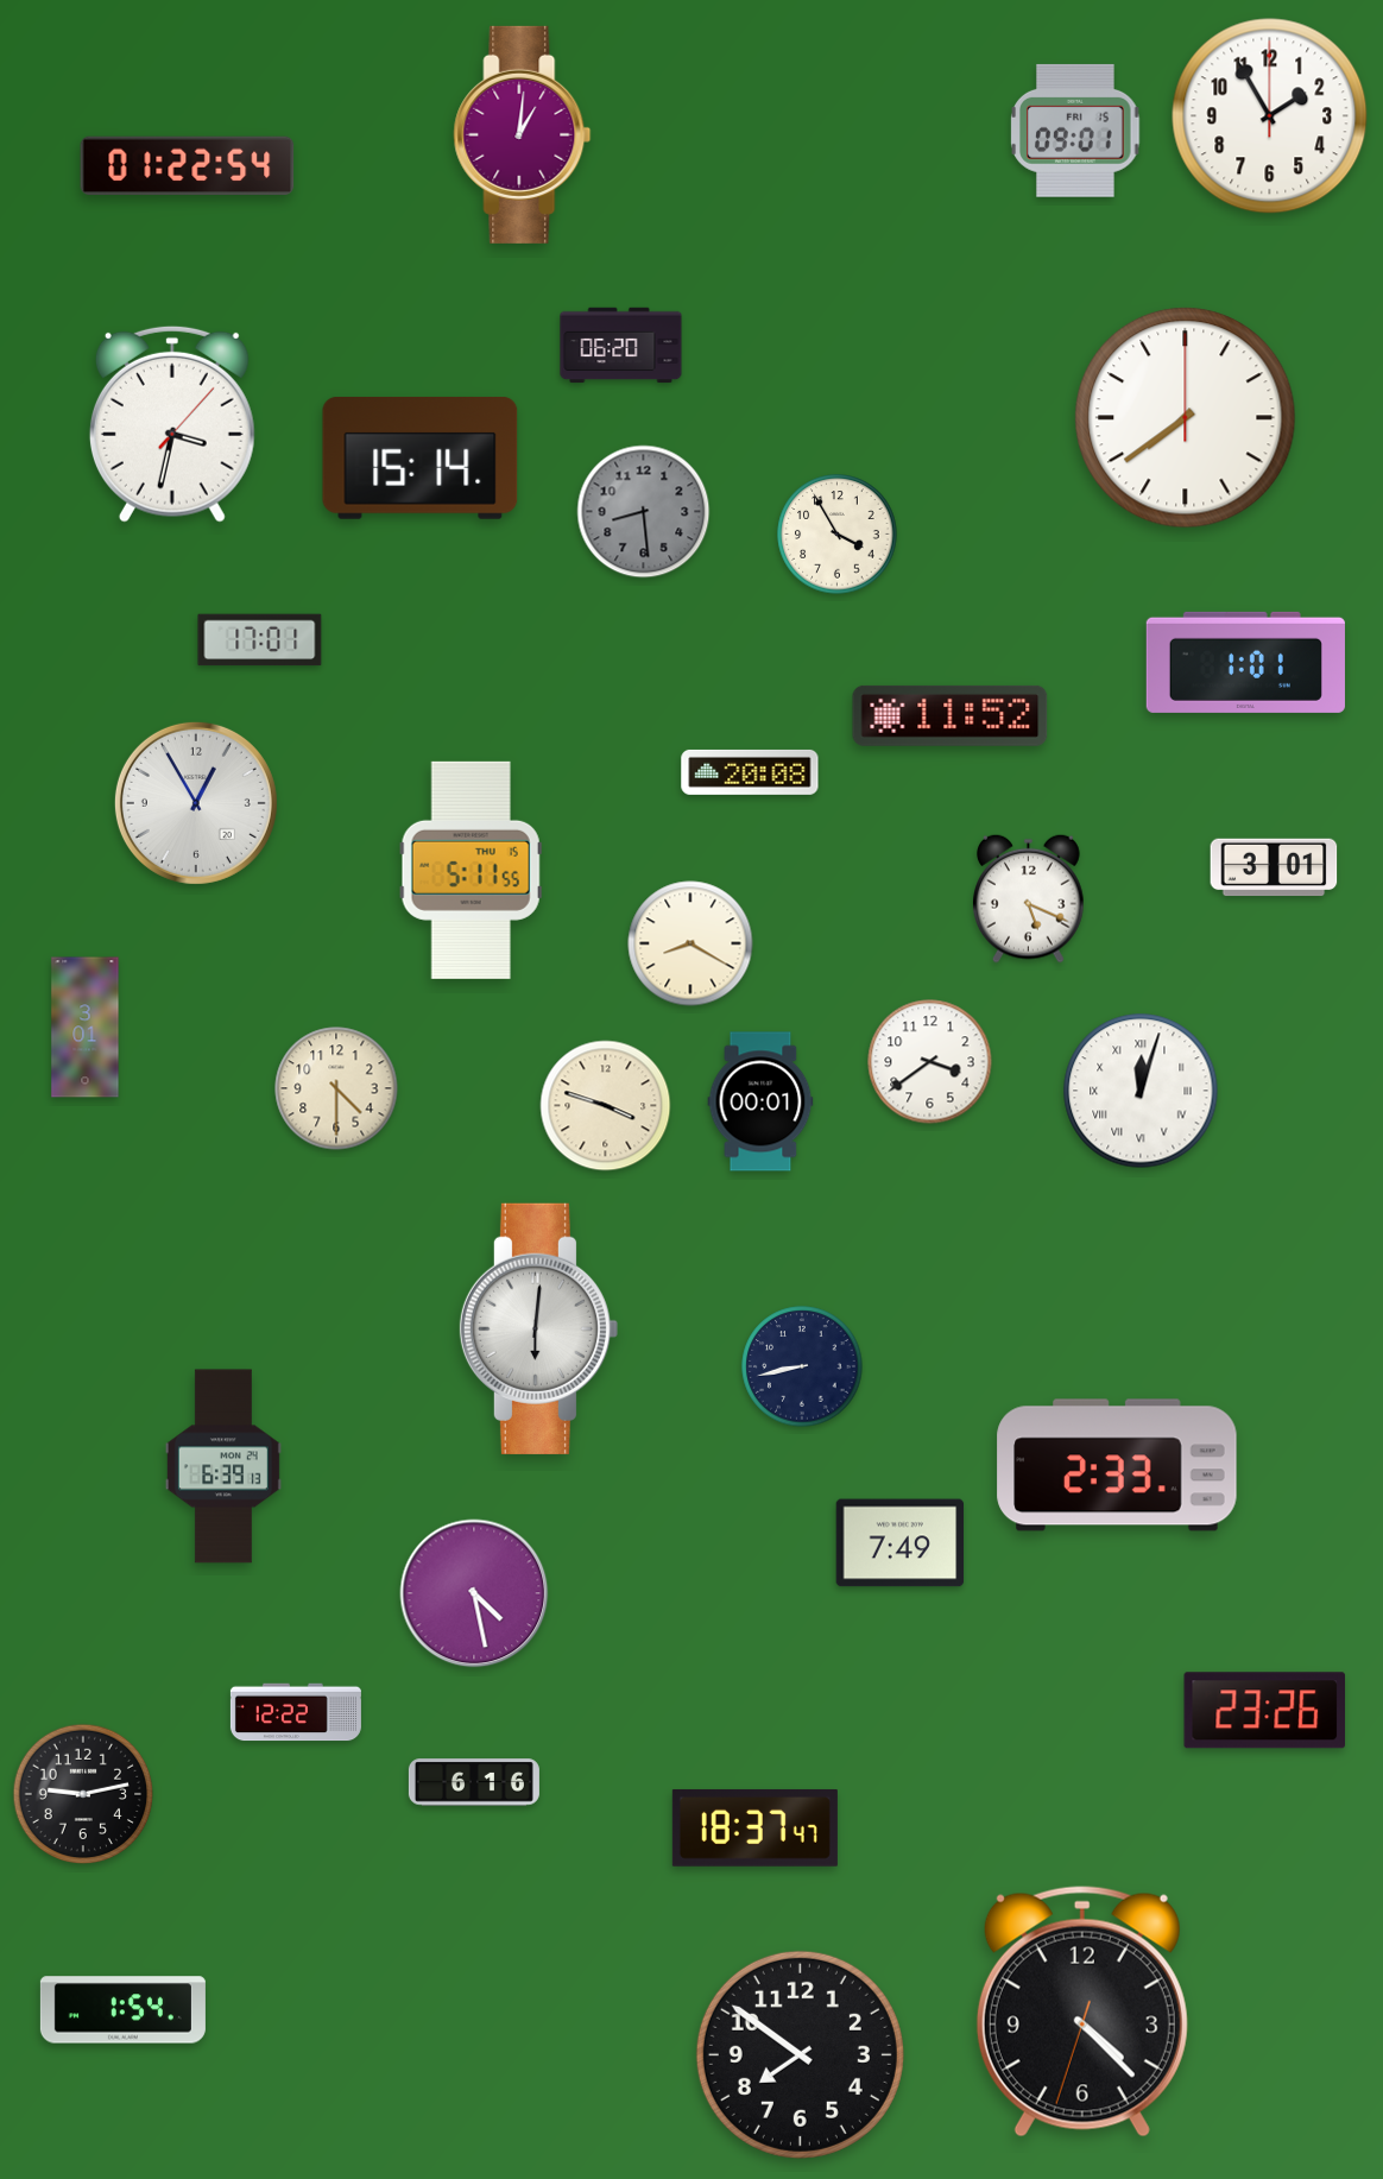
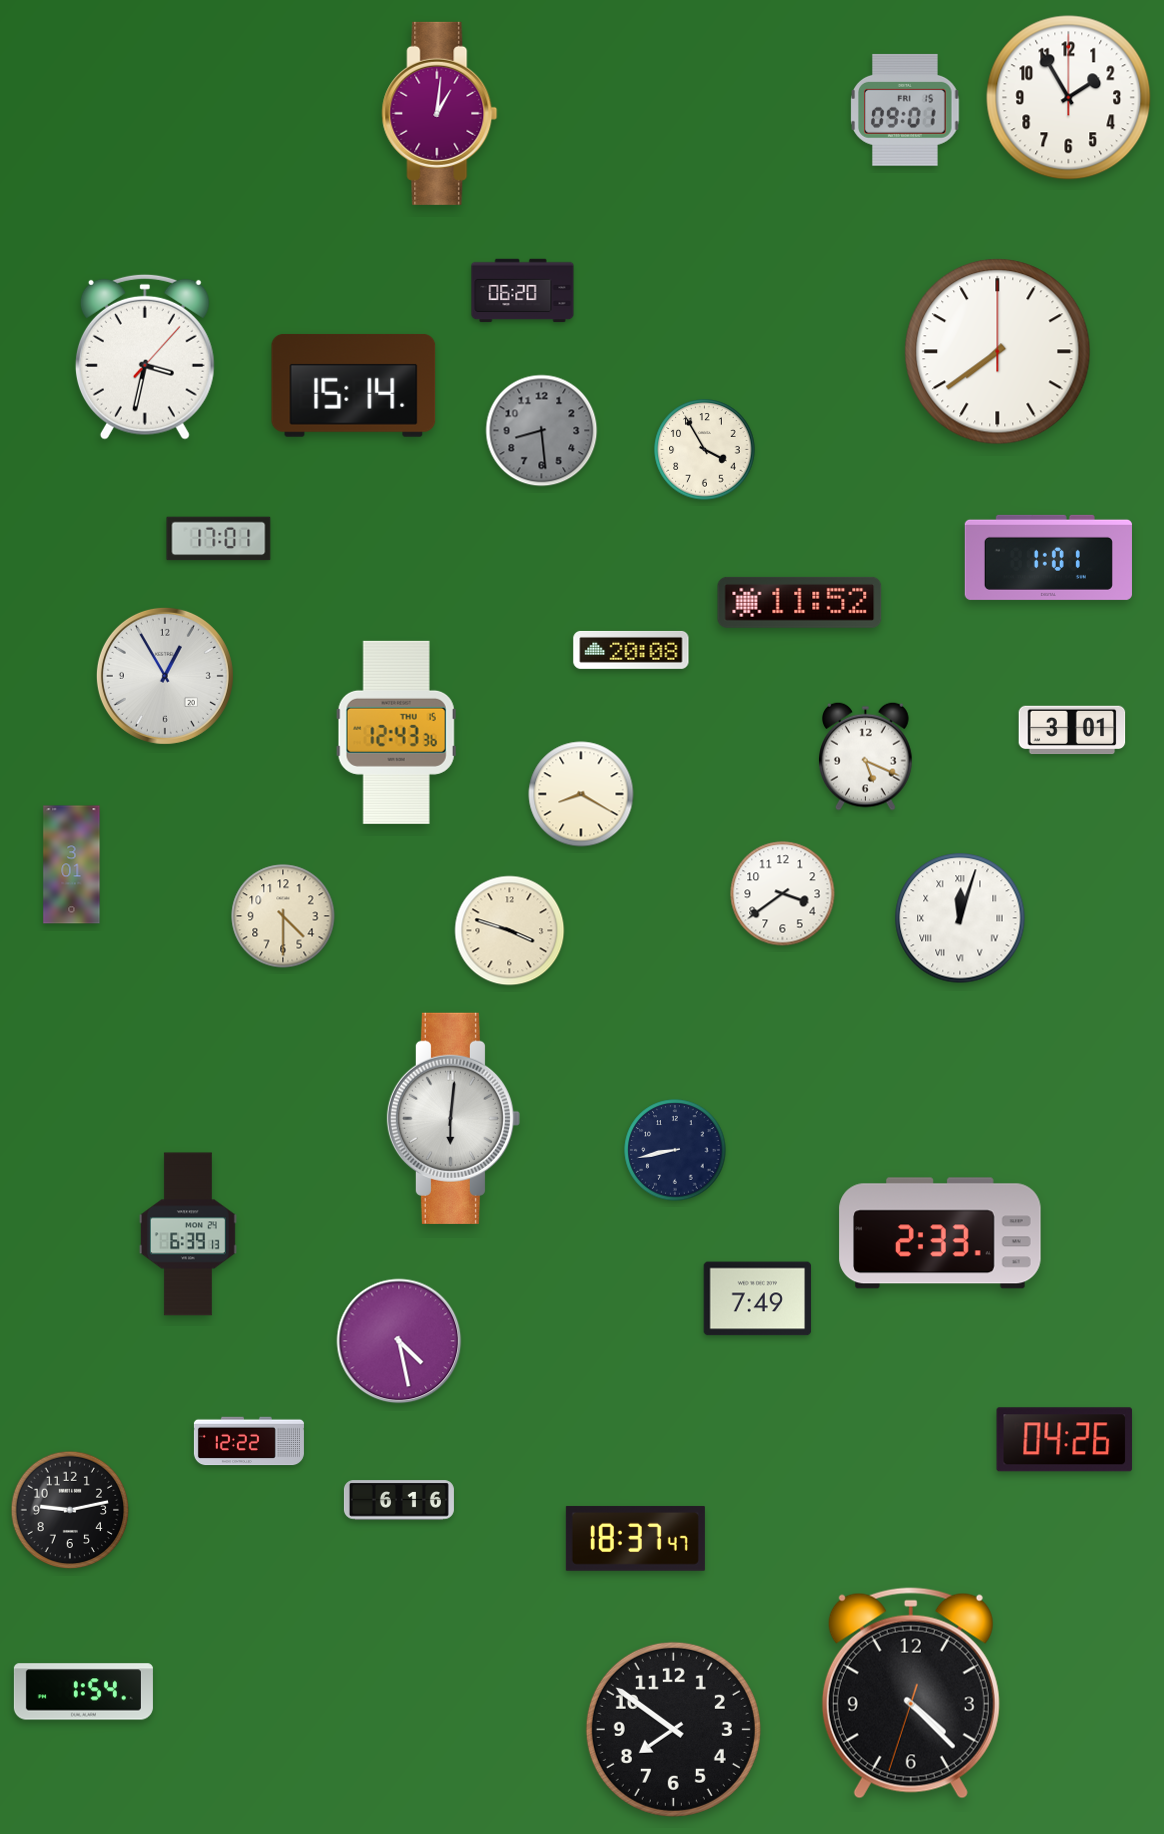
clock at (188, 166): 01:22 -> none
clock at (471, 870): 5:11 -> 12:43
clock at (760, 1101): 00:01 -> none
clock at (1265, 1711): 23:26 -> 04:26
clock at (122, 2010) position: (122, 2010) -> (83, 1692)
